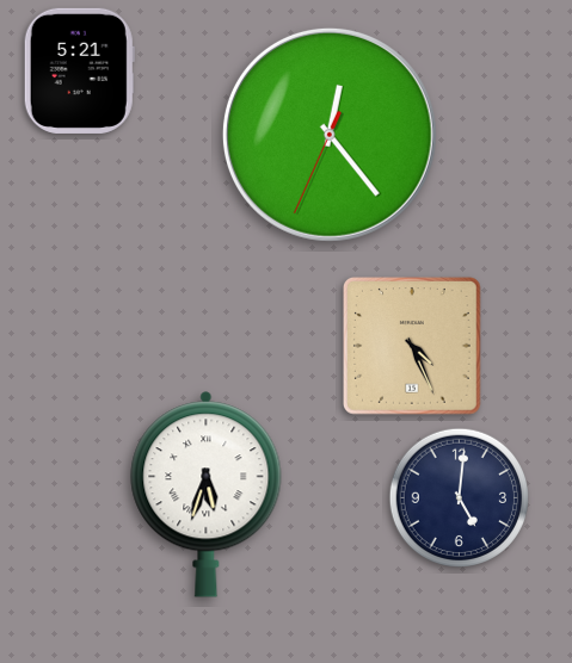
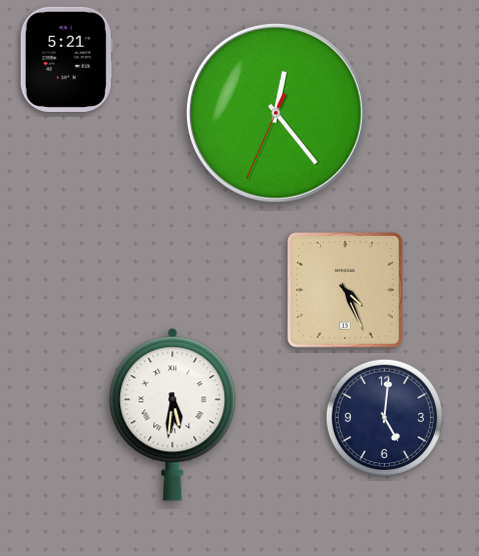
clock at (207, 495): 5:33 -> 5:31
